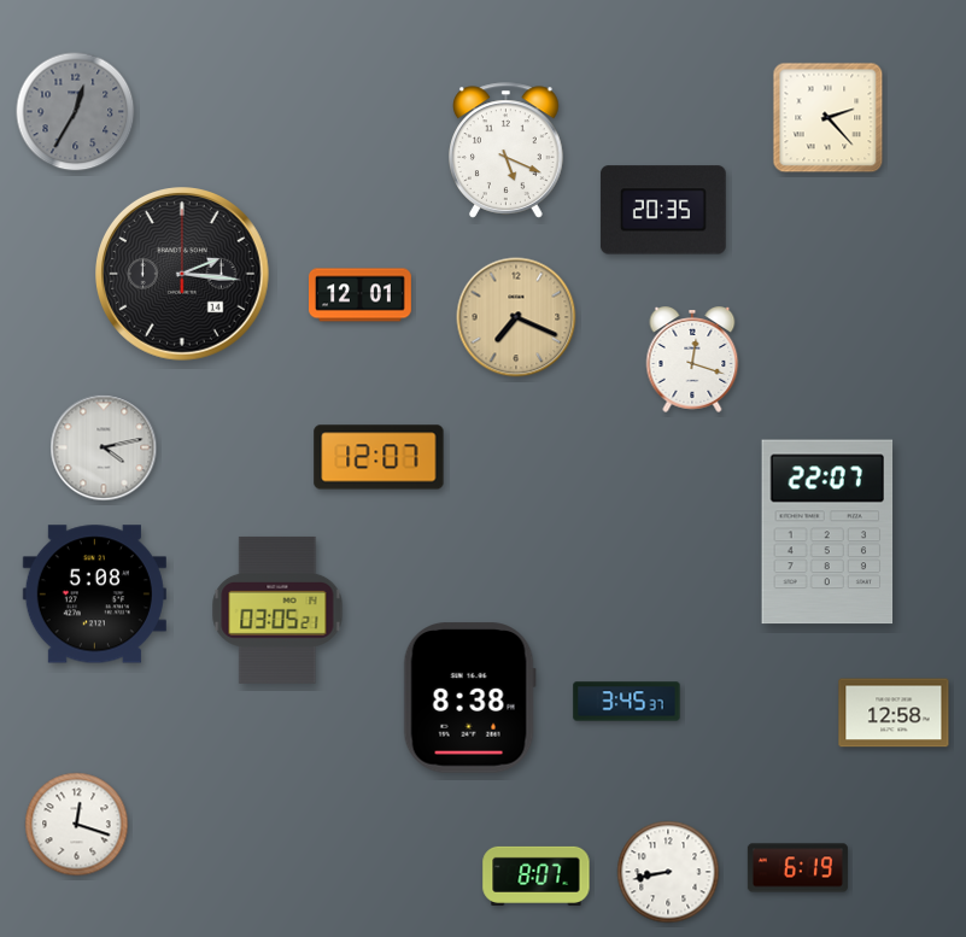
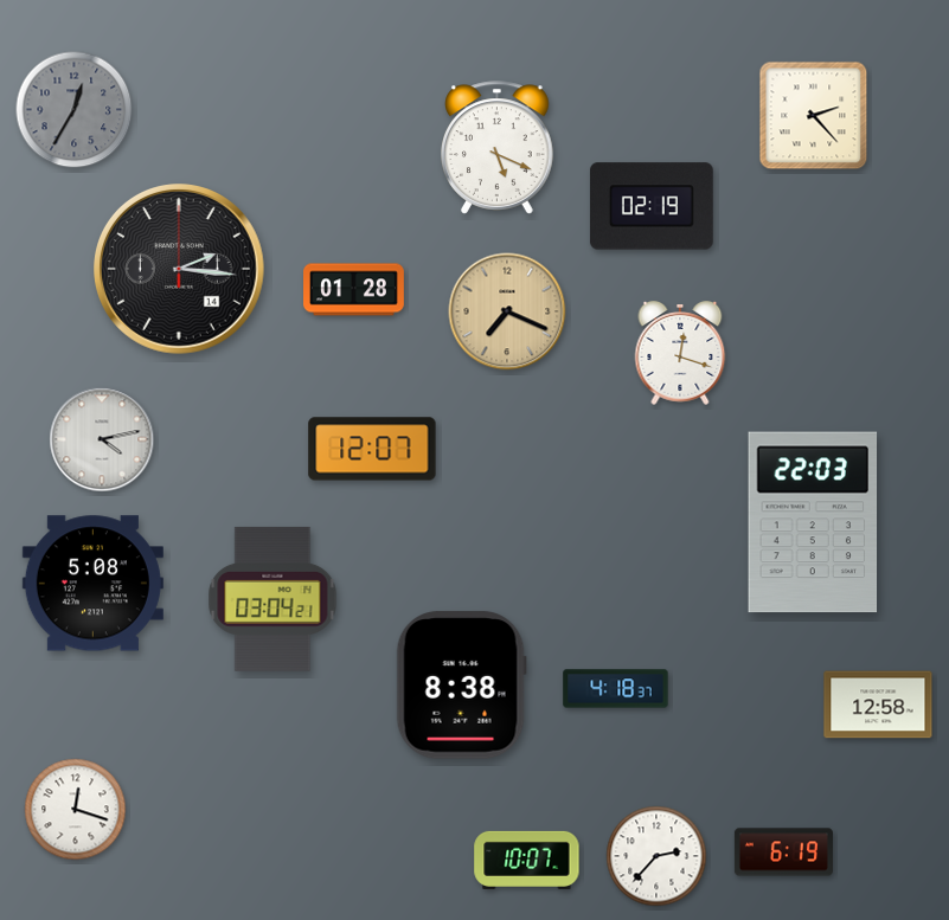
clock at (663, 210): 20:35 -> 02:19
clock at (361, 295): 12:01 -> 01:28
clock at (827, 532): 22:07 -> 22:03
clock at (277, 610): 03:05 -> 03:04
clock at (627, 702): 3:45 -> 4:18
clock at (894, 713) position: (894, 713) -> (878, 705)
clock at (668, 872): 8:43 -> 2:37
clock at (537, 875): 8:07 -> 10:07
